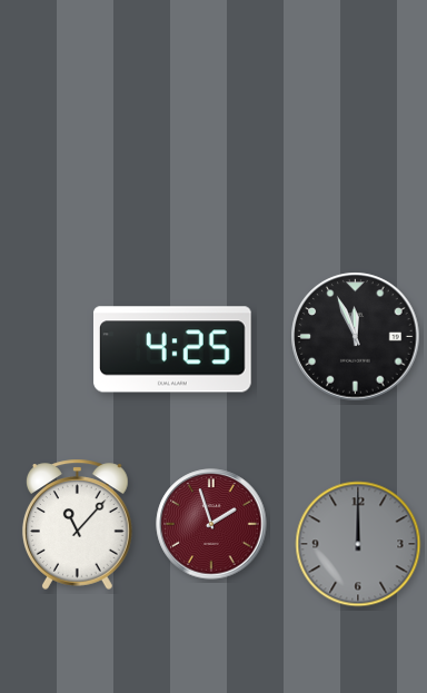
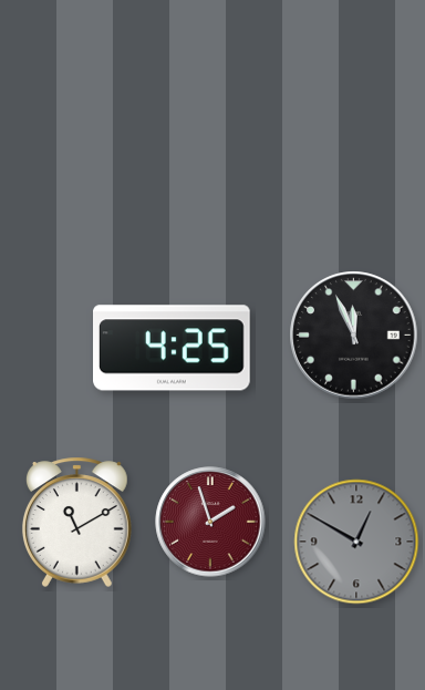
clock at (77, 524): 11:07 -> 11:10
clock at (358, 544): 12:00 -> 12:50
